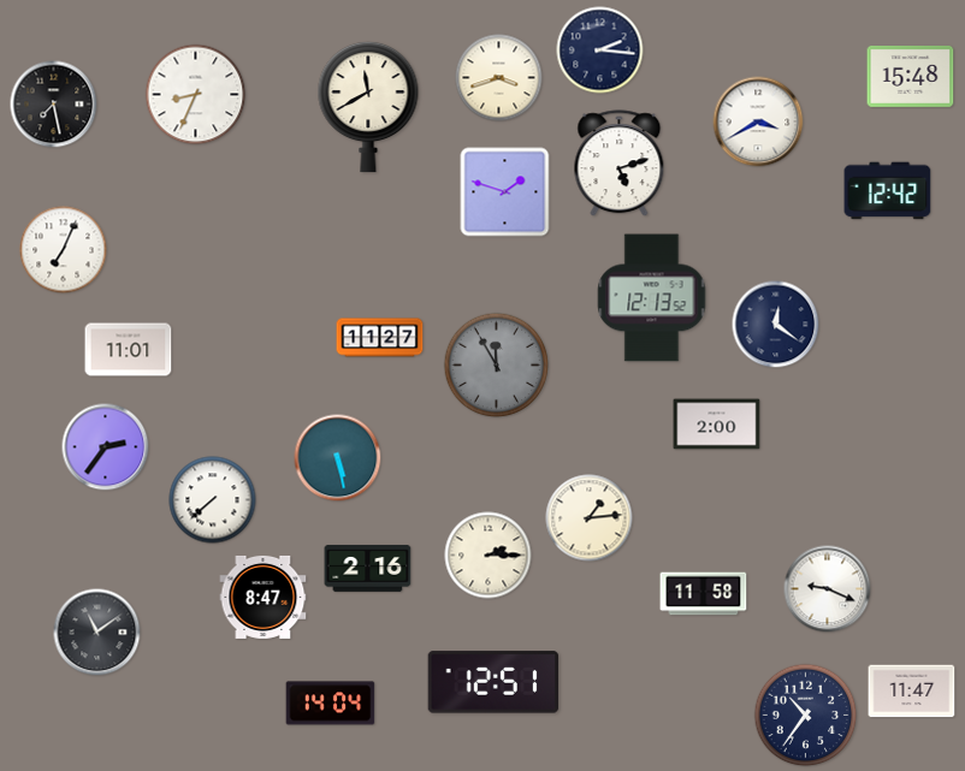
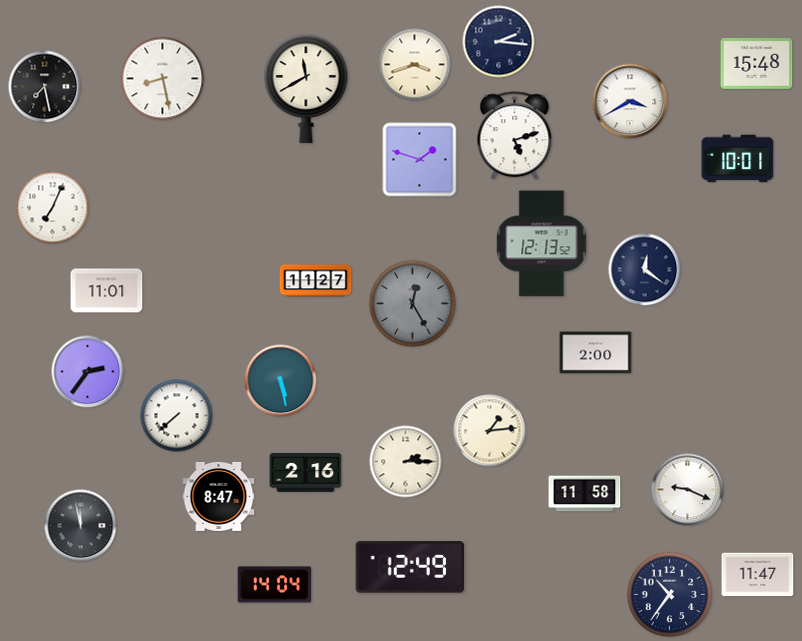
clock at (196, 95): 8:34 -> 8:28
clock at (888, 191): 12:42 -> 10:01
clock at (652, 298) position: (652, 298) -> (542, 244)
clock at (497, 366): 11:55 -> 12:25
clock at (97, 633): 11:09 -> 11:58
clock at (493, 682): 12:51 -> 12:49
